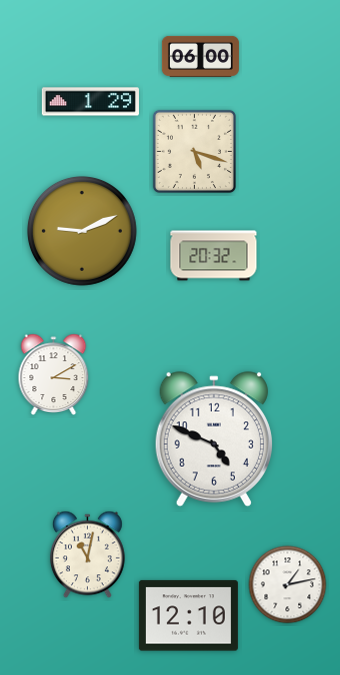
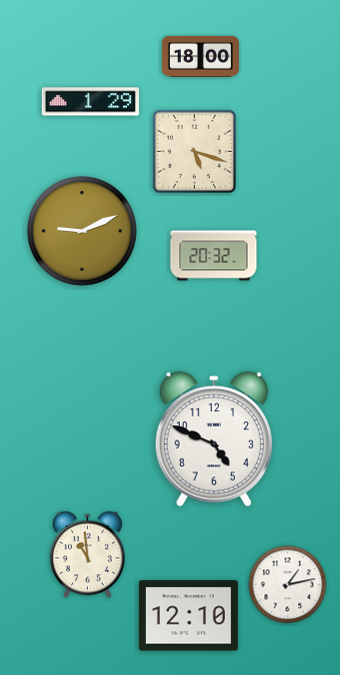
clock at (200, 56): 06:00 -> 18:00
clock at (54, 375): 3:10 -> none
clock at (87, 555): 11:02 -> 10:59
